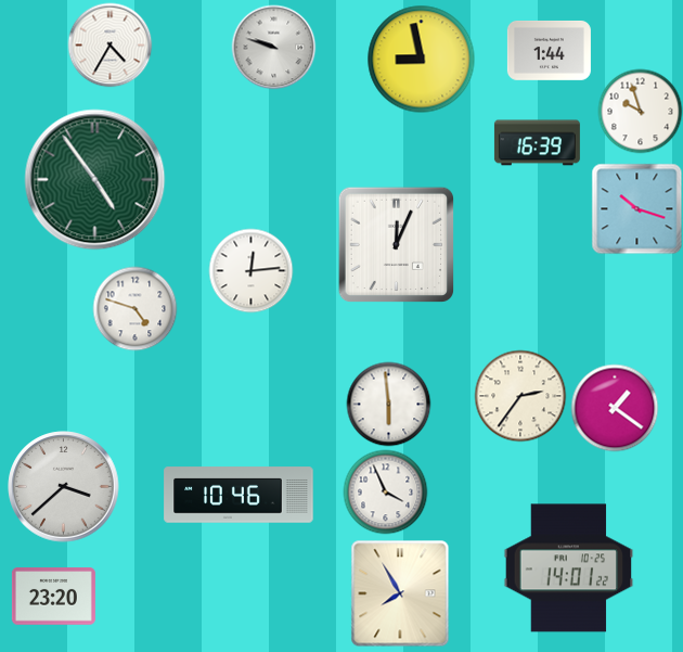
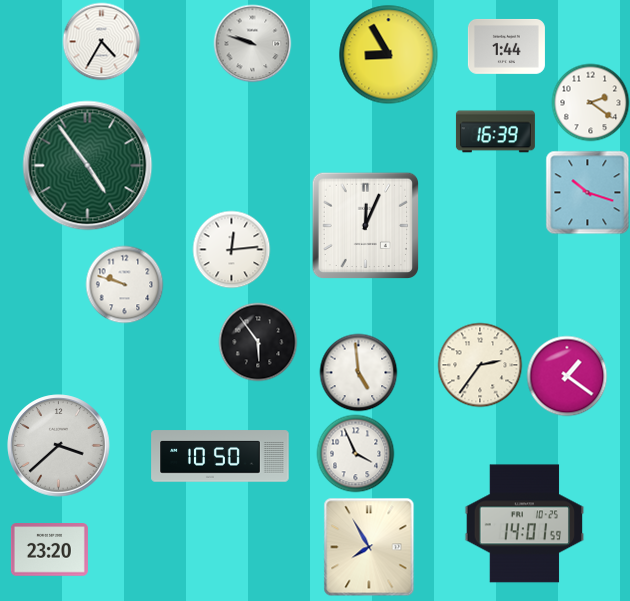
clock at (422, 60): 8:58 -> 8:55
clock at (640, 111): 9:57 -> 2:21
clock at (134, 308): 4:48 -> 9:48
clock at (258, 342): none -> 5:54
clock at (388, 404): 5:59 -> 4:59
clock at (64, 487) position: (64, 487) -> (59, 446)
clock at (239, 495): 10:46 -> 10:50
clock at (569, 568): 14:01:22 -> 14:01:59
